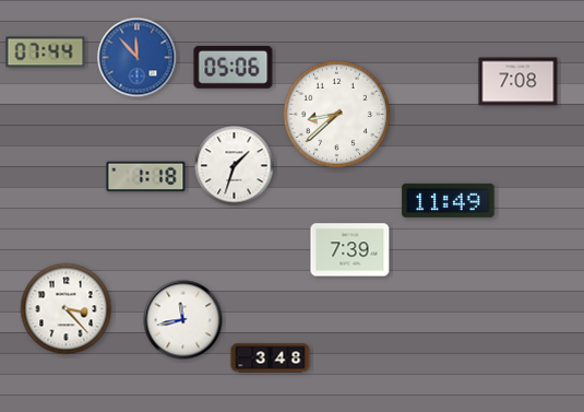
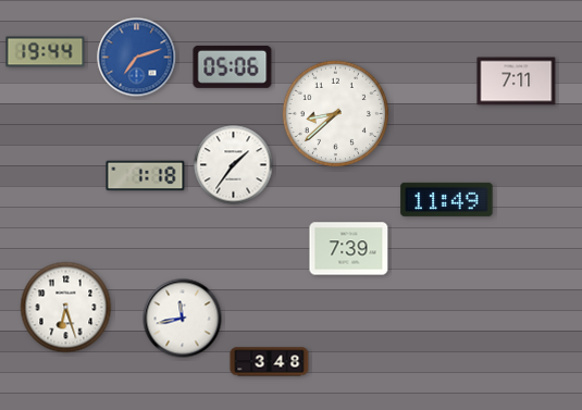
clock at (46, 52): 07:44 -> 19:44
clock at (138, 58): 11:53 -> 7:12
clock at (519, 82): 7:08 -> 7:11
clock at (235, 166): 1:33 -> 1:36
clock at (67, 309): 3:23 -> 6:27
clock at (271, 358) position: (271, 358) -> (270, 362)
